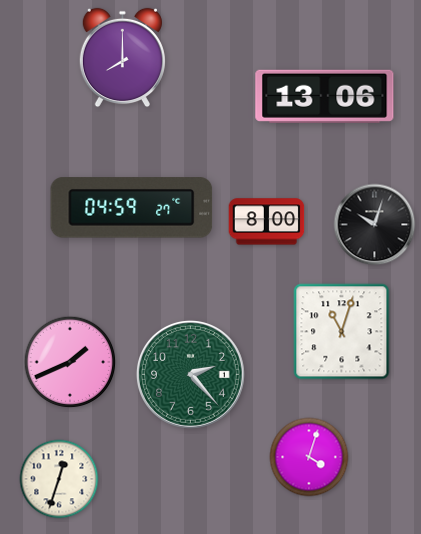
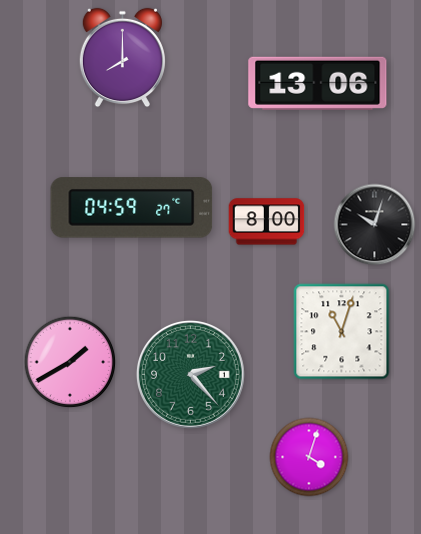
clock at (325, 96) position: (325, 96) -> (318, 83)
clock at (70, 362): 1:41 -> 1:40
clock at (59, 479): 12:33 -> none
